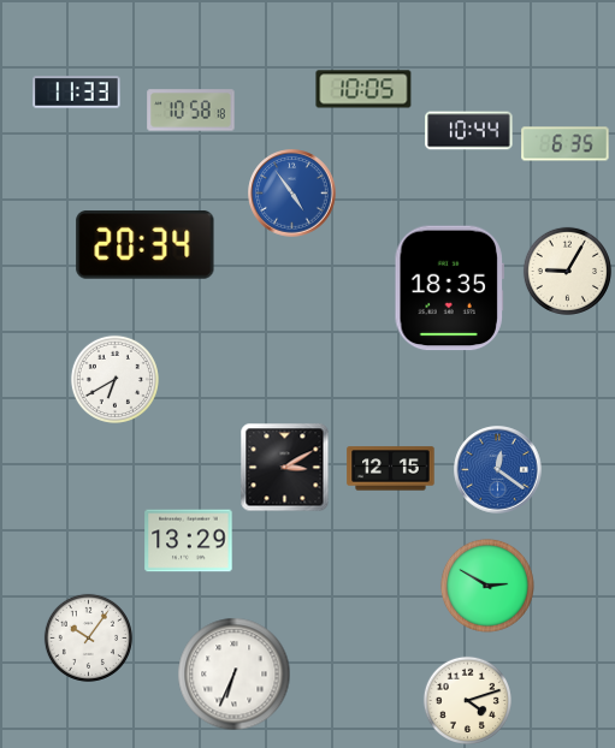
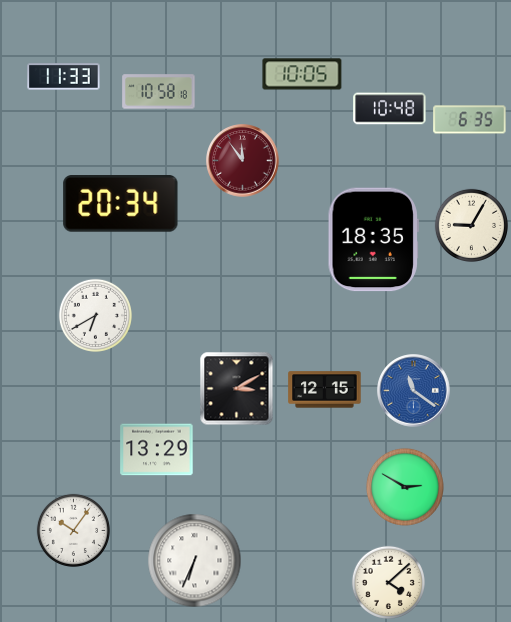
clock at (469, 131): 10:44 -> 10:48
clock at (292, 194): 4:54 -> 11:54
clock at (292, 194) dial: blue -> burgundy
clock at (498, 470): 12:21 -> 11:21
clock at (467, 700): 4:12 -> 4:08
